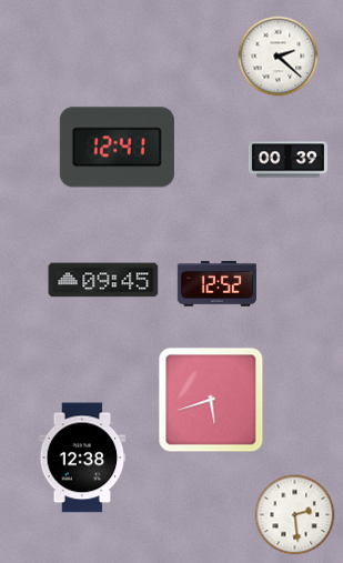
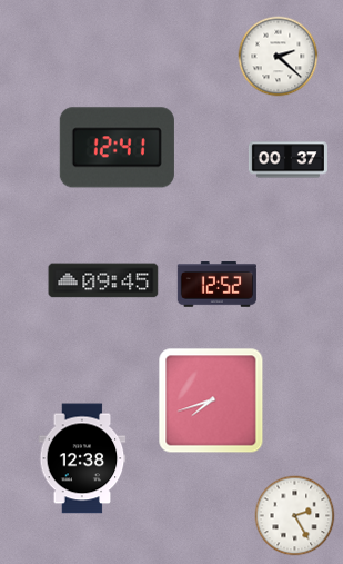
clock at (287, 160): 00:39 -> 00:37
clock at (211, 400): 5:42 -> 7:42
clock at (295, 515): 2:29 -> 2:25
